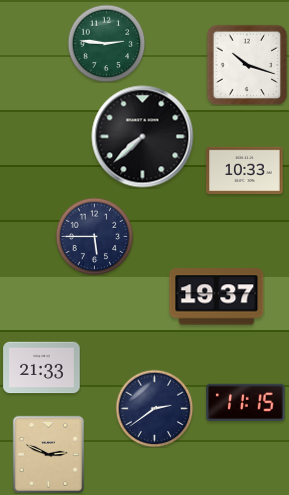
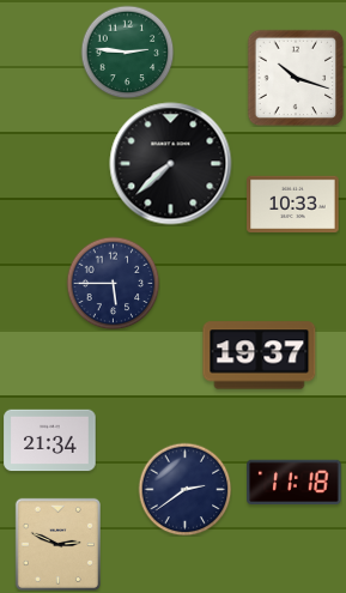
clock at (42, 368): 21:33 -> 21:34
clock at (246, 403): 11:15 -> 11:18
